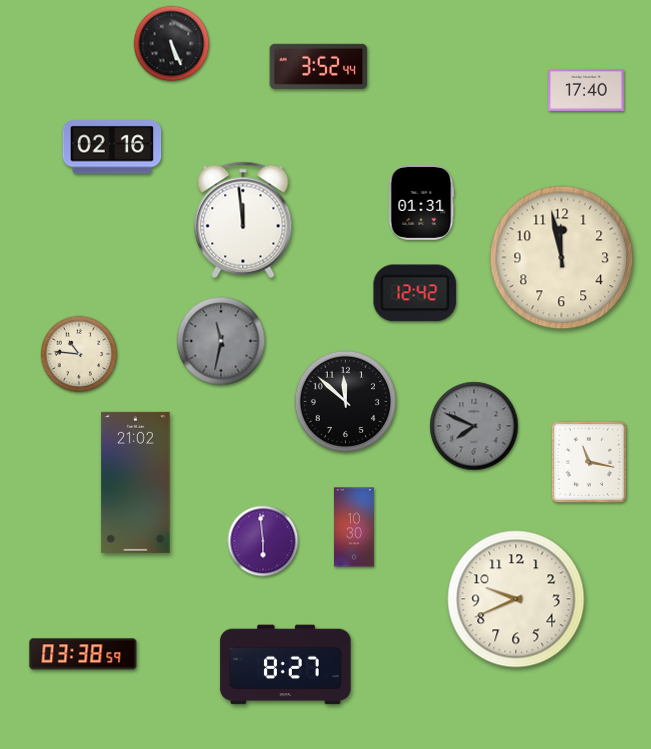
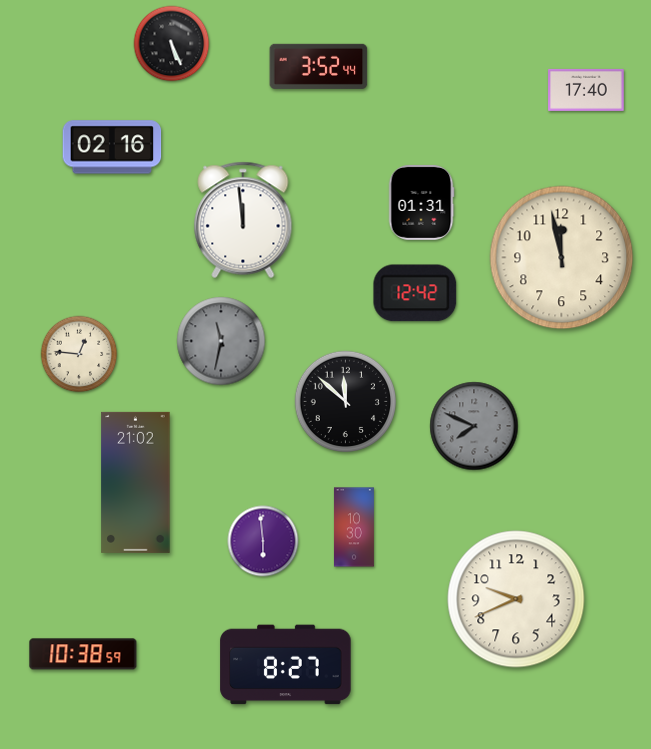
clock at (79, 354): 10:46 -> 12:46
clock at (589, 462): 11:17 -> none
clock at (83, 654): 03:38 -> 10:38
